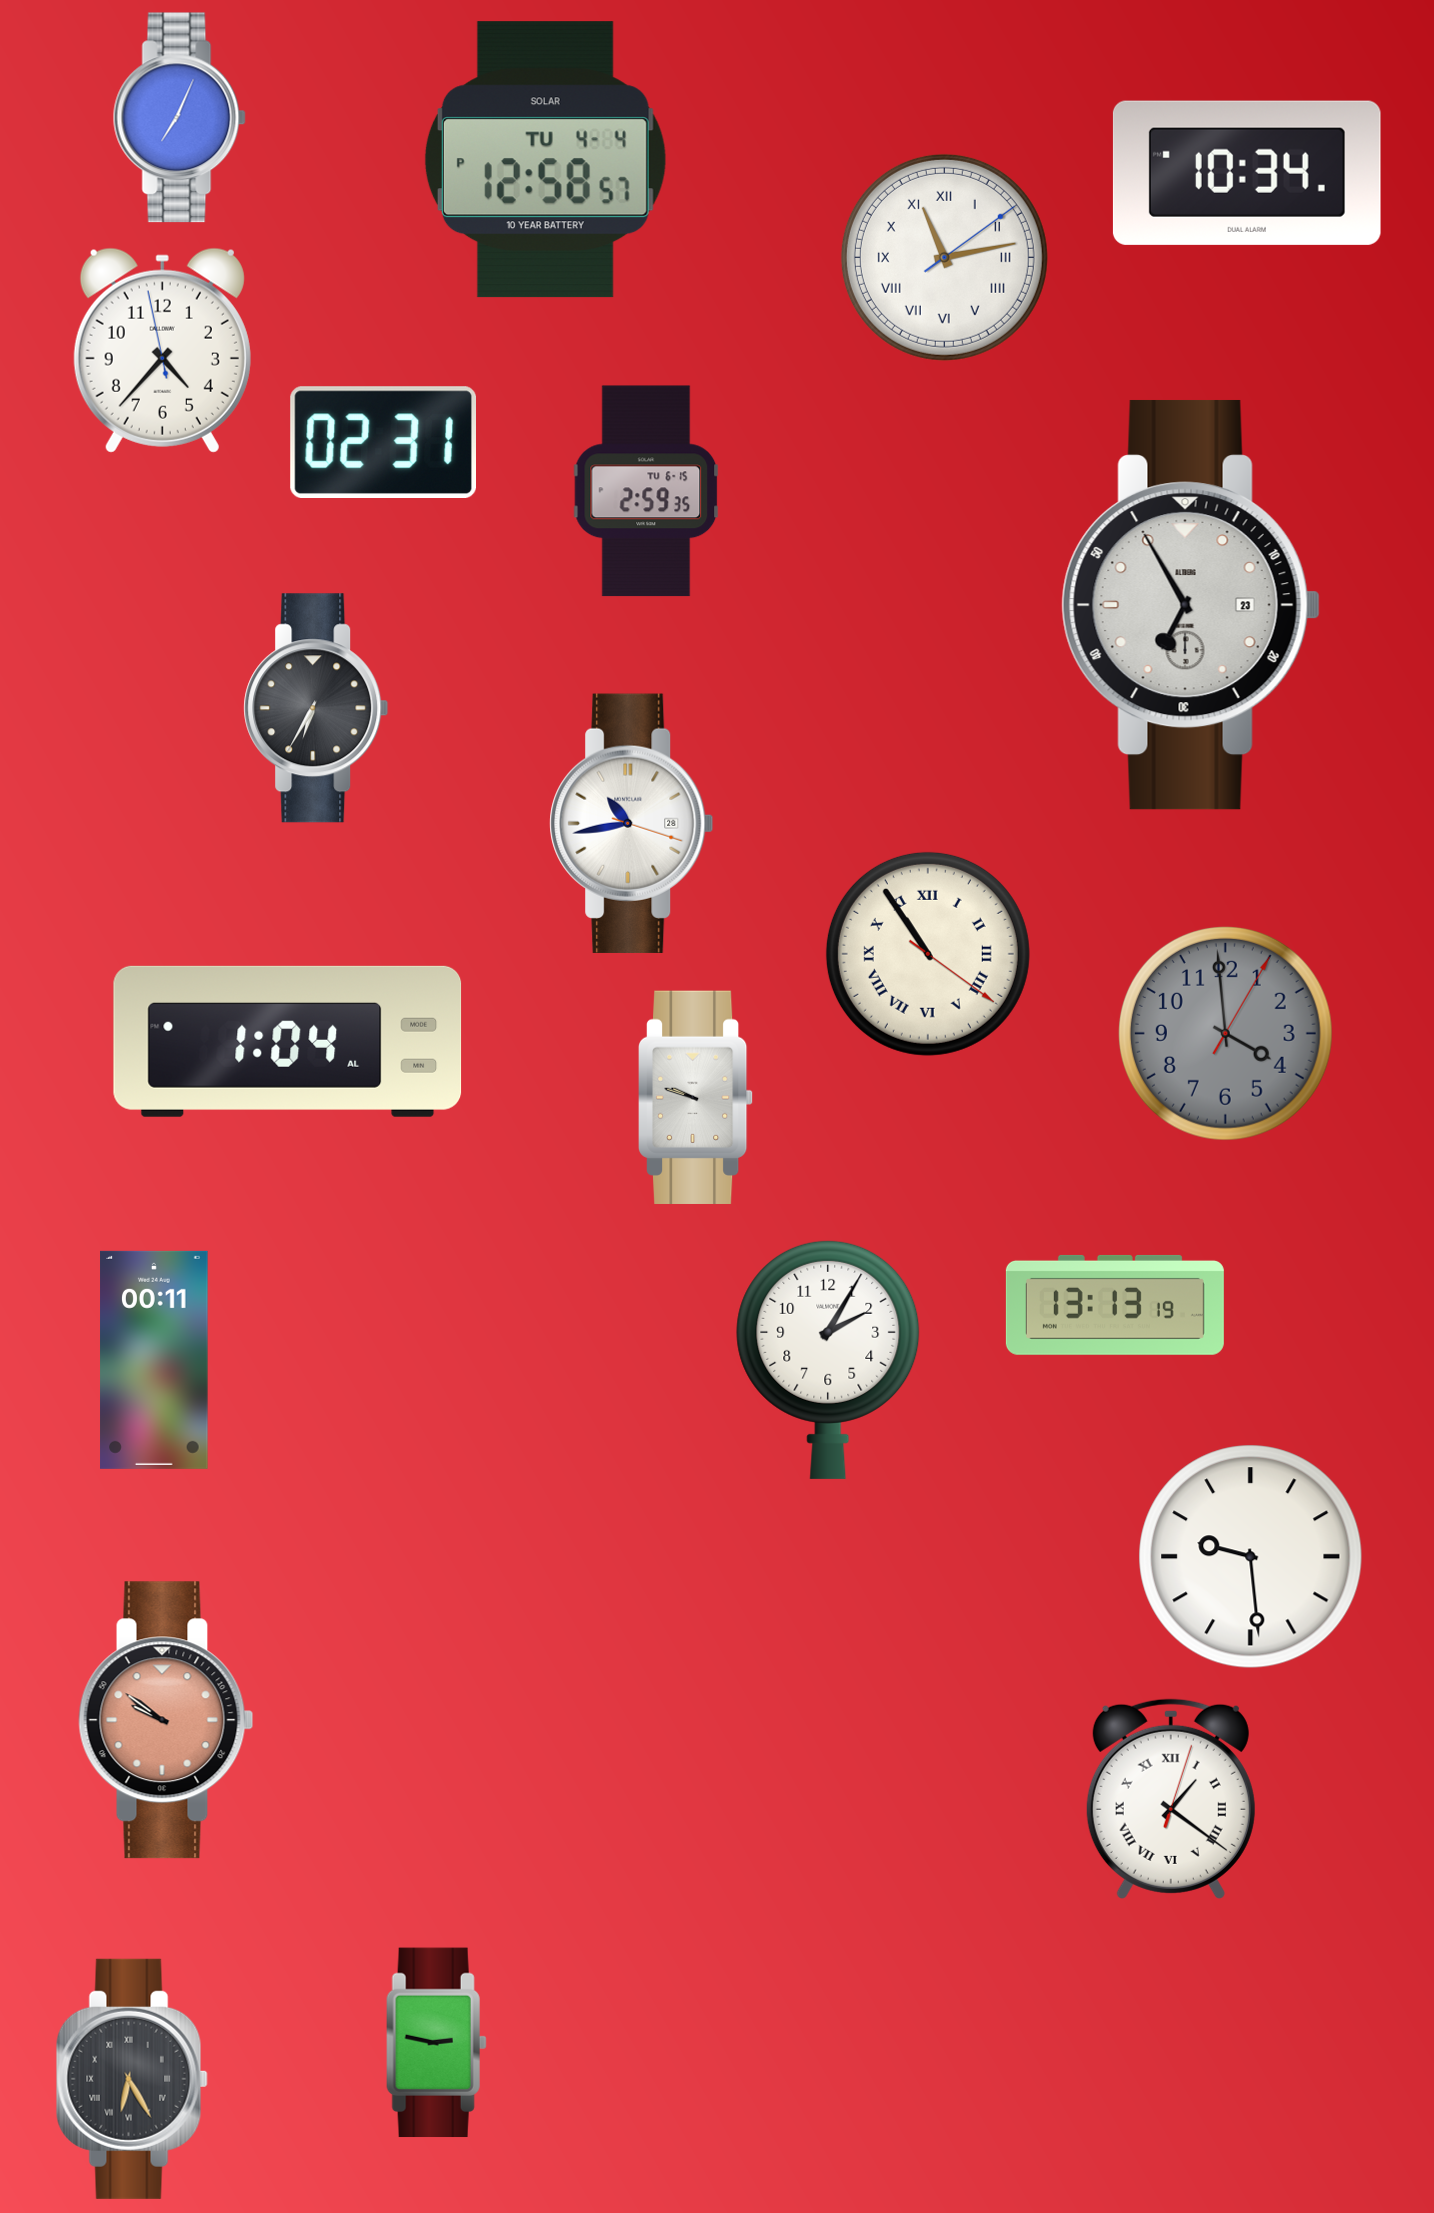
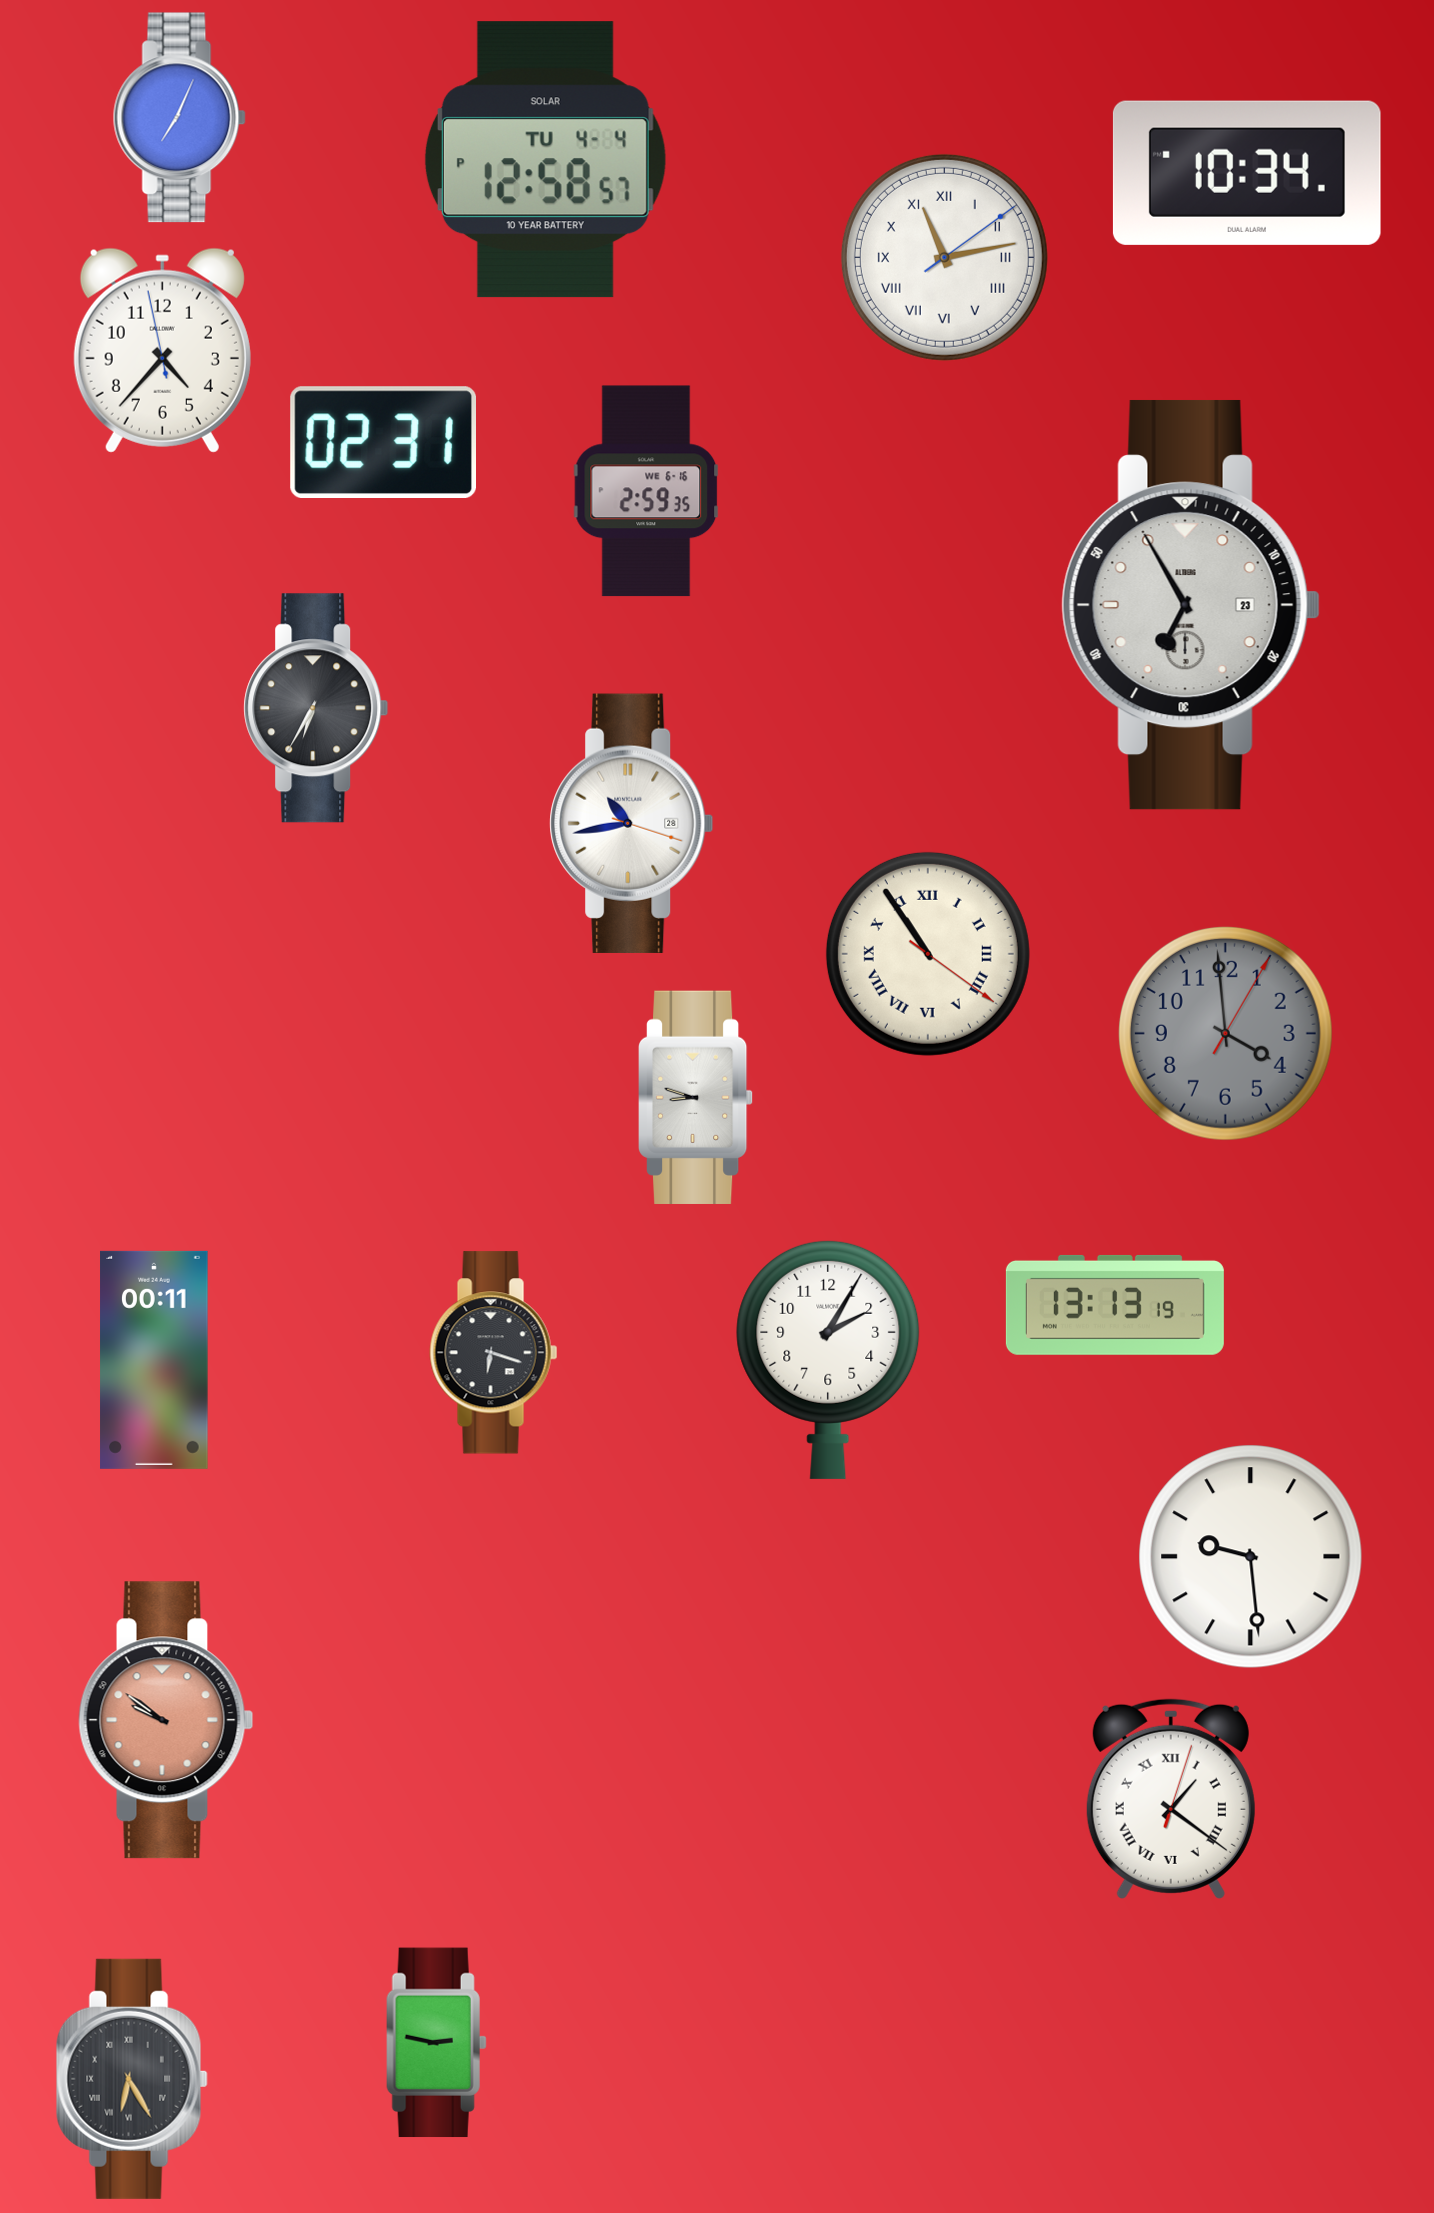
clock at (646, 491) date: TU 6-15 -> WE 6-16
clock at (288, 1041): 1:04 -> none
clock at (696, 1097): 9:48 -> 8:48
clock at (494, 1353): none -> 6:18
